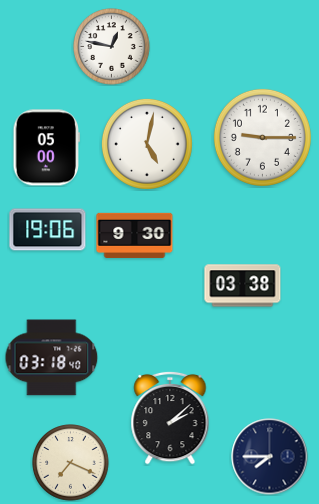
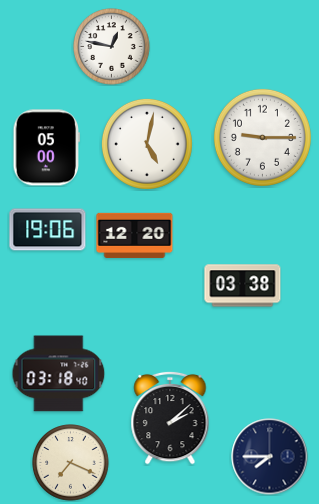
clock at (135, 235): 9:30 -> 12:20
clock at (52, 358) position: (52, 358) -> (59, 374)
